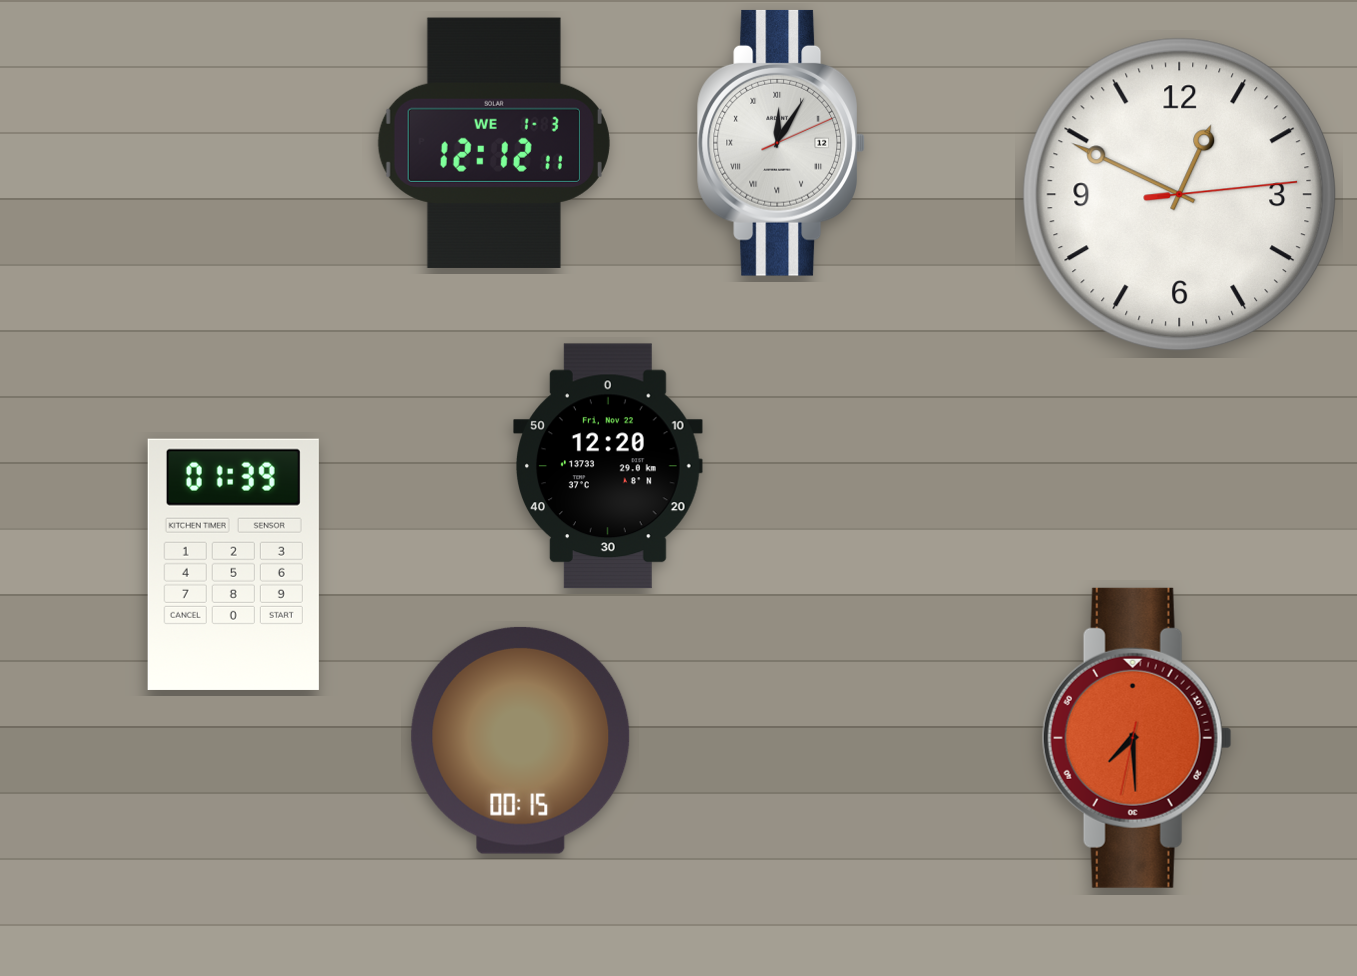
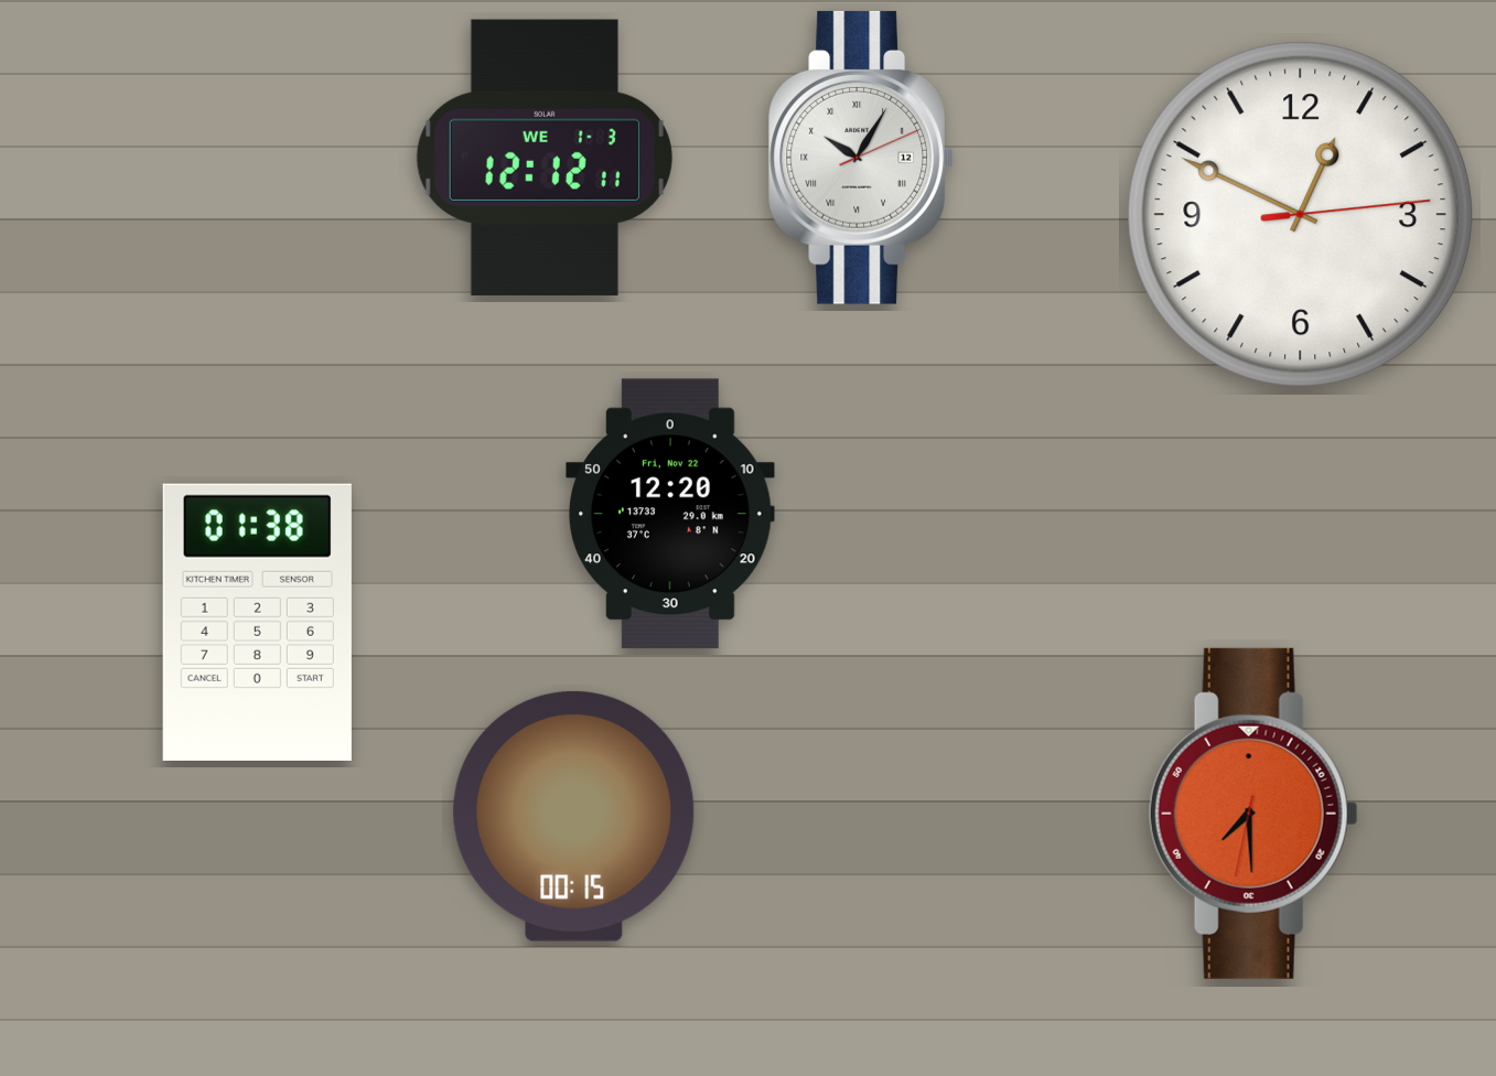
clock at (781, 143): 12:05 -> 10:05
clock at (233, 564): 01:39 -> 01:38
